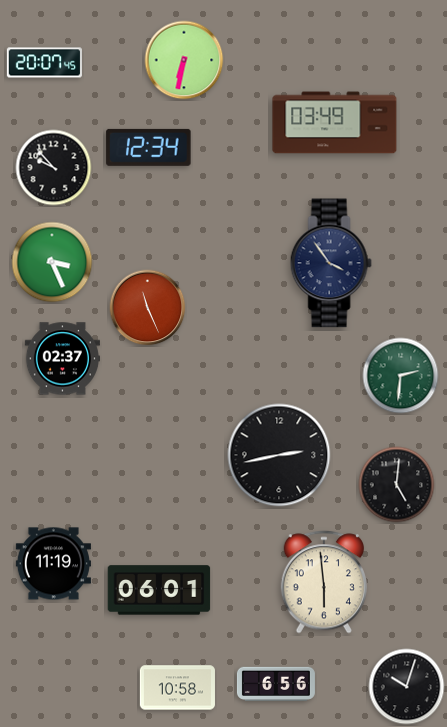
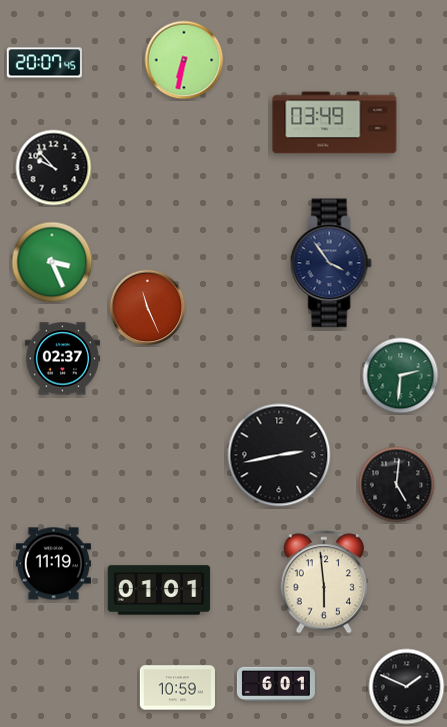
clock at (149, 147): 12:34 -> none
clock at (159, 590): 06:01 -> 01:01
clock at (276, 683): 6:56 -> 6:01
clock at (407, 687): 10:03 -> 1:49
clock at (177, 688): 10:58 -> 10:59
